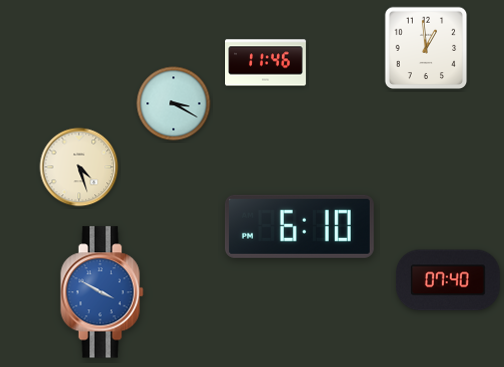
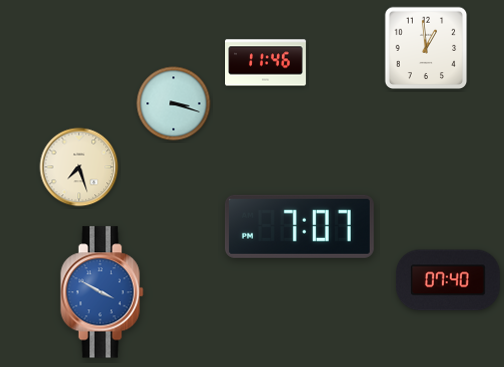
clock at (174, 104): 3:20 -> 3:18
clock at (79, 167): 4:27 -> 7:27
clock at (299, 226): 6:10 -> 7:07
